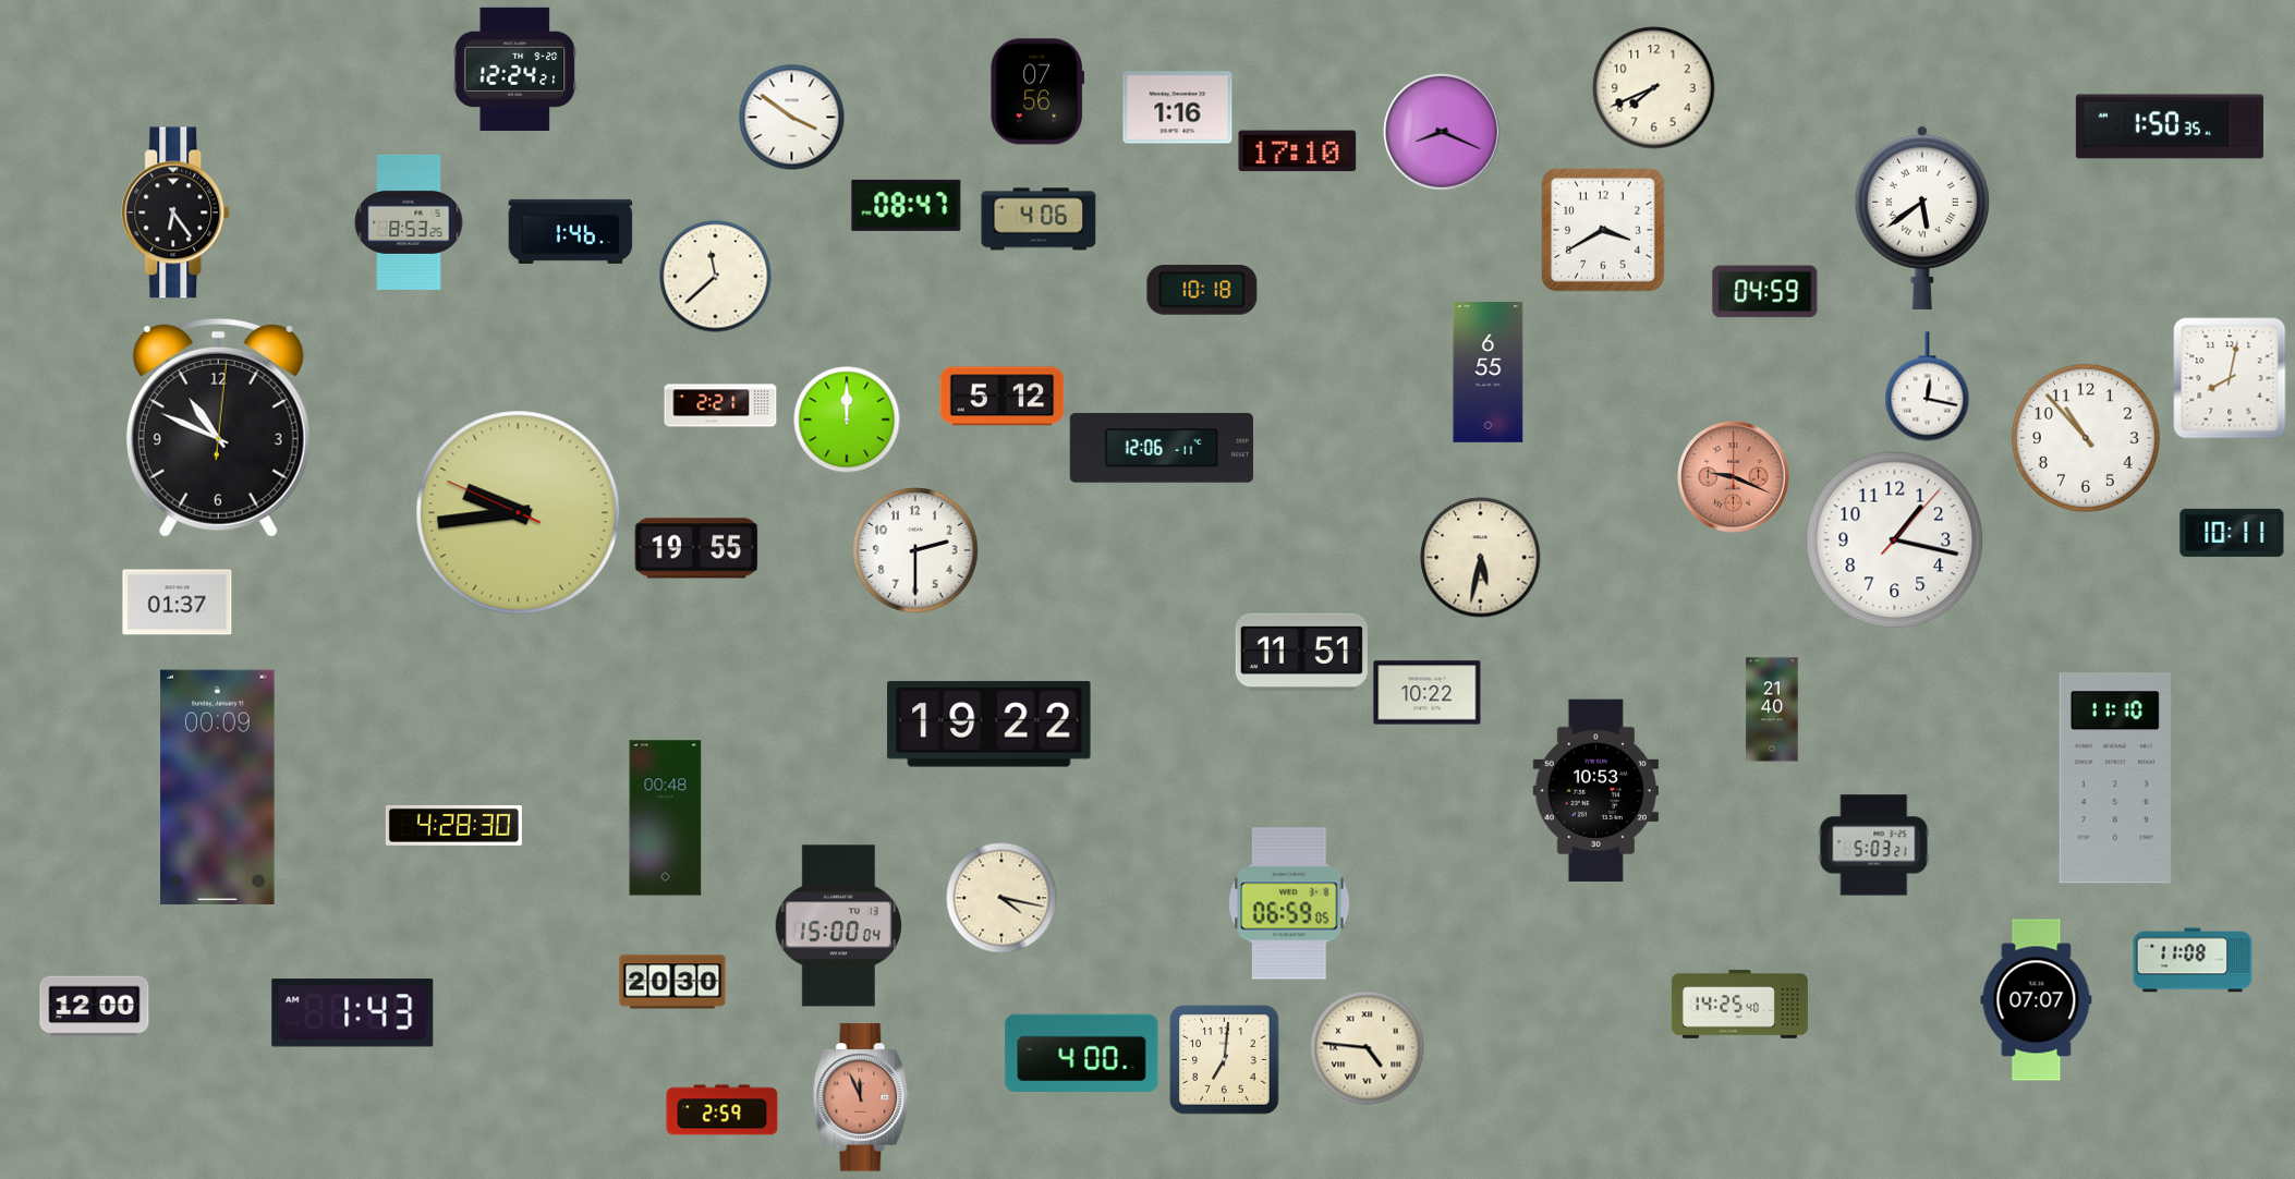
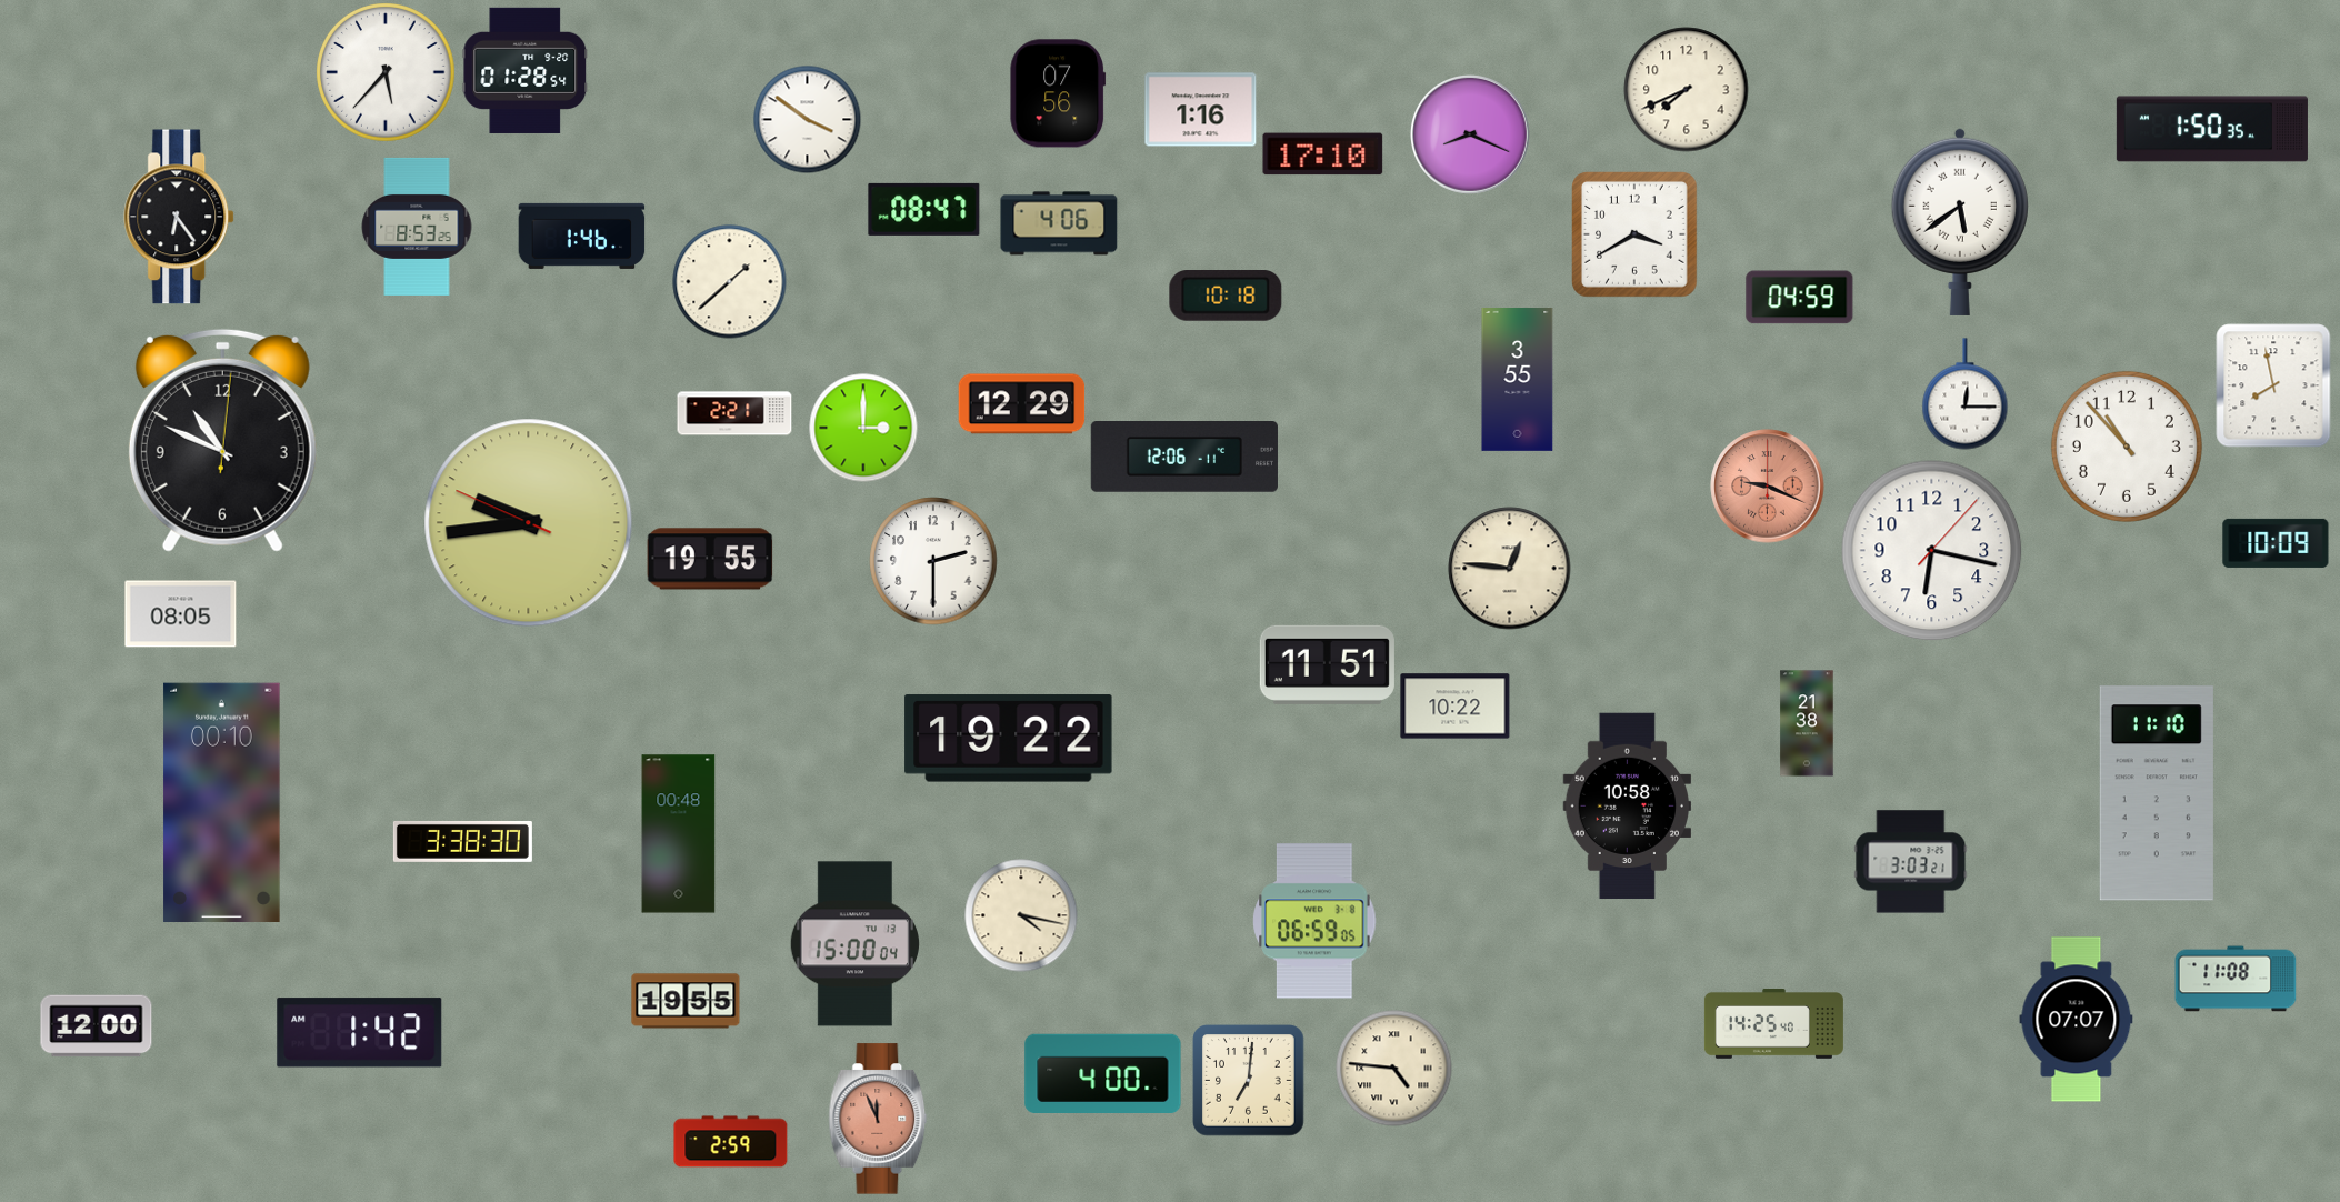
clock at (515, 69): 12:24 -> 01:28
clock at (387, 73): none -> 5:37
clock at (716, 277): 11:38 -> 1:38
clock at (1489, 373): 6:55 -> 3:55
clock at (2230, 378): 8:02 -> 7:58
clock at (1928, 387): 12:17 -> 12:15
clock at (1003, 397): 5:12 -> 12:29
clock at (847, 420): 12:00 -> 3:00
clock at (218, 427) position: (218, 427) -> (222, 440)
clock at (2232, 533): 10:11 -> 10:09
clock at (1895, 540): 1:17 -> 6:17
clock at (1481, 558): 5:32 -> 12:46
clock at (178, 603): 01:37 -> 08:05
clock at (1772, 709): 21:40 -> 21:38
clock at (218, 787): 00:09 -> 00:10
clock at (1595, 790): 10:53 -> 10:58
clock at (453, 825): 4:28 -> 3:38
clock at (1874, 846): 5:03 -> 3:03
clock at (672, 982): 20:30 -> 19:55
clock at (353, 1013): 1:43 -> 1:42
clock at (722, 1110) position: (722, 1110) -> (731, 1142)
